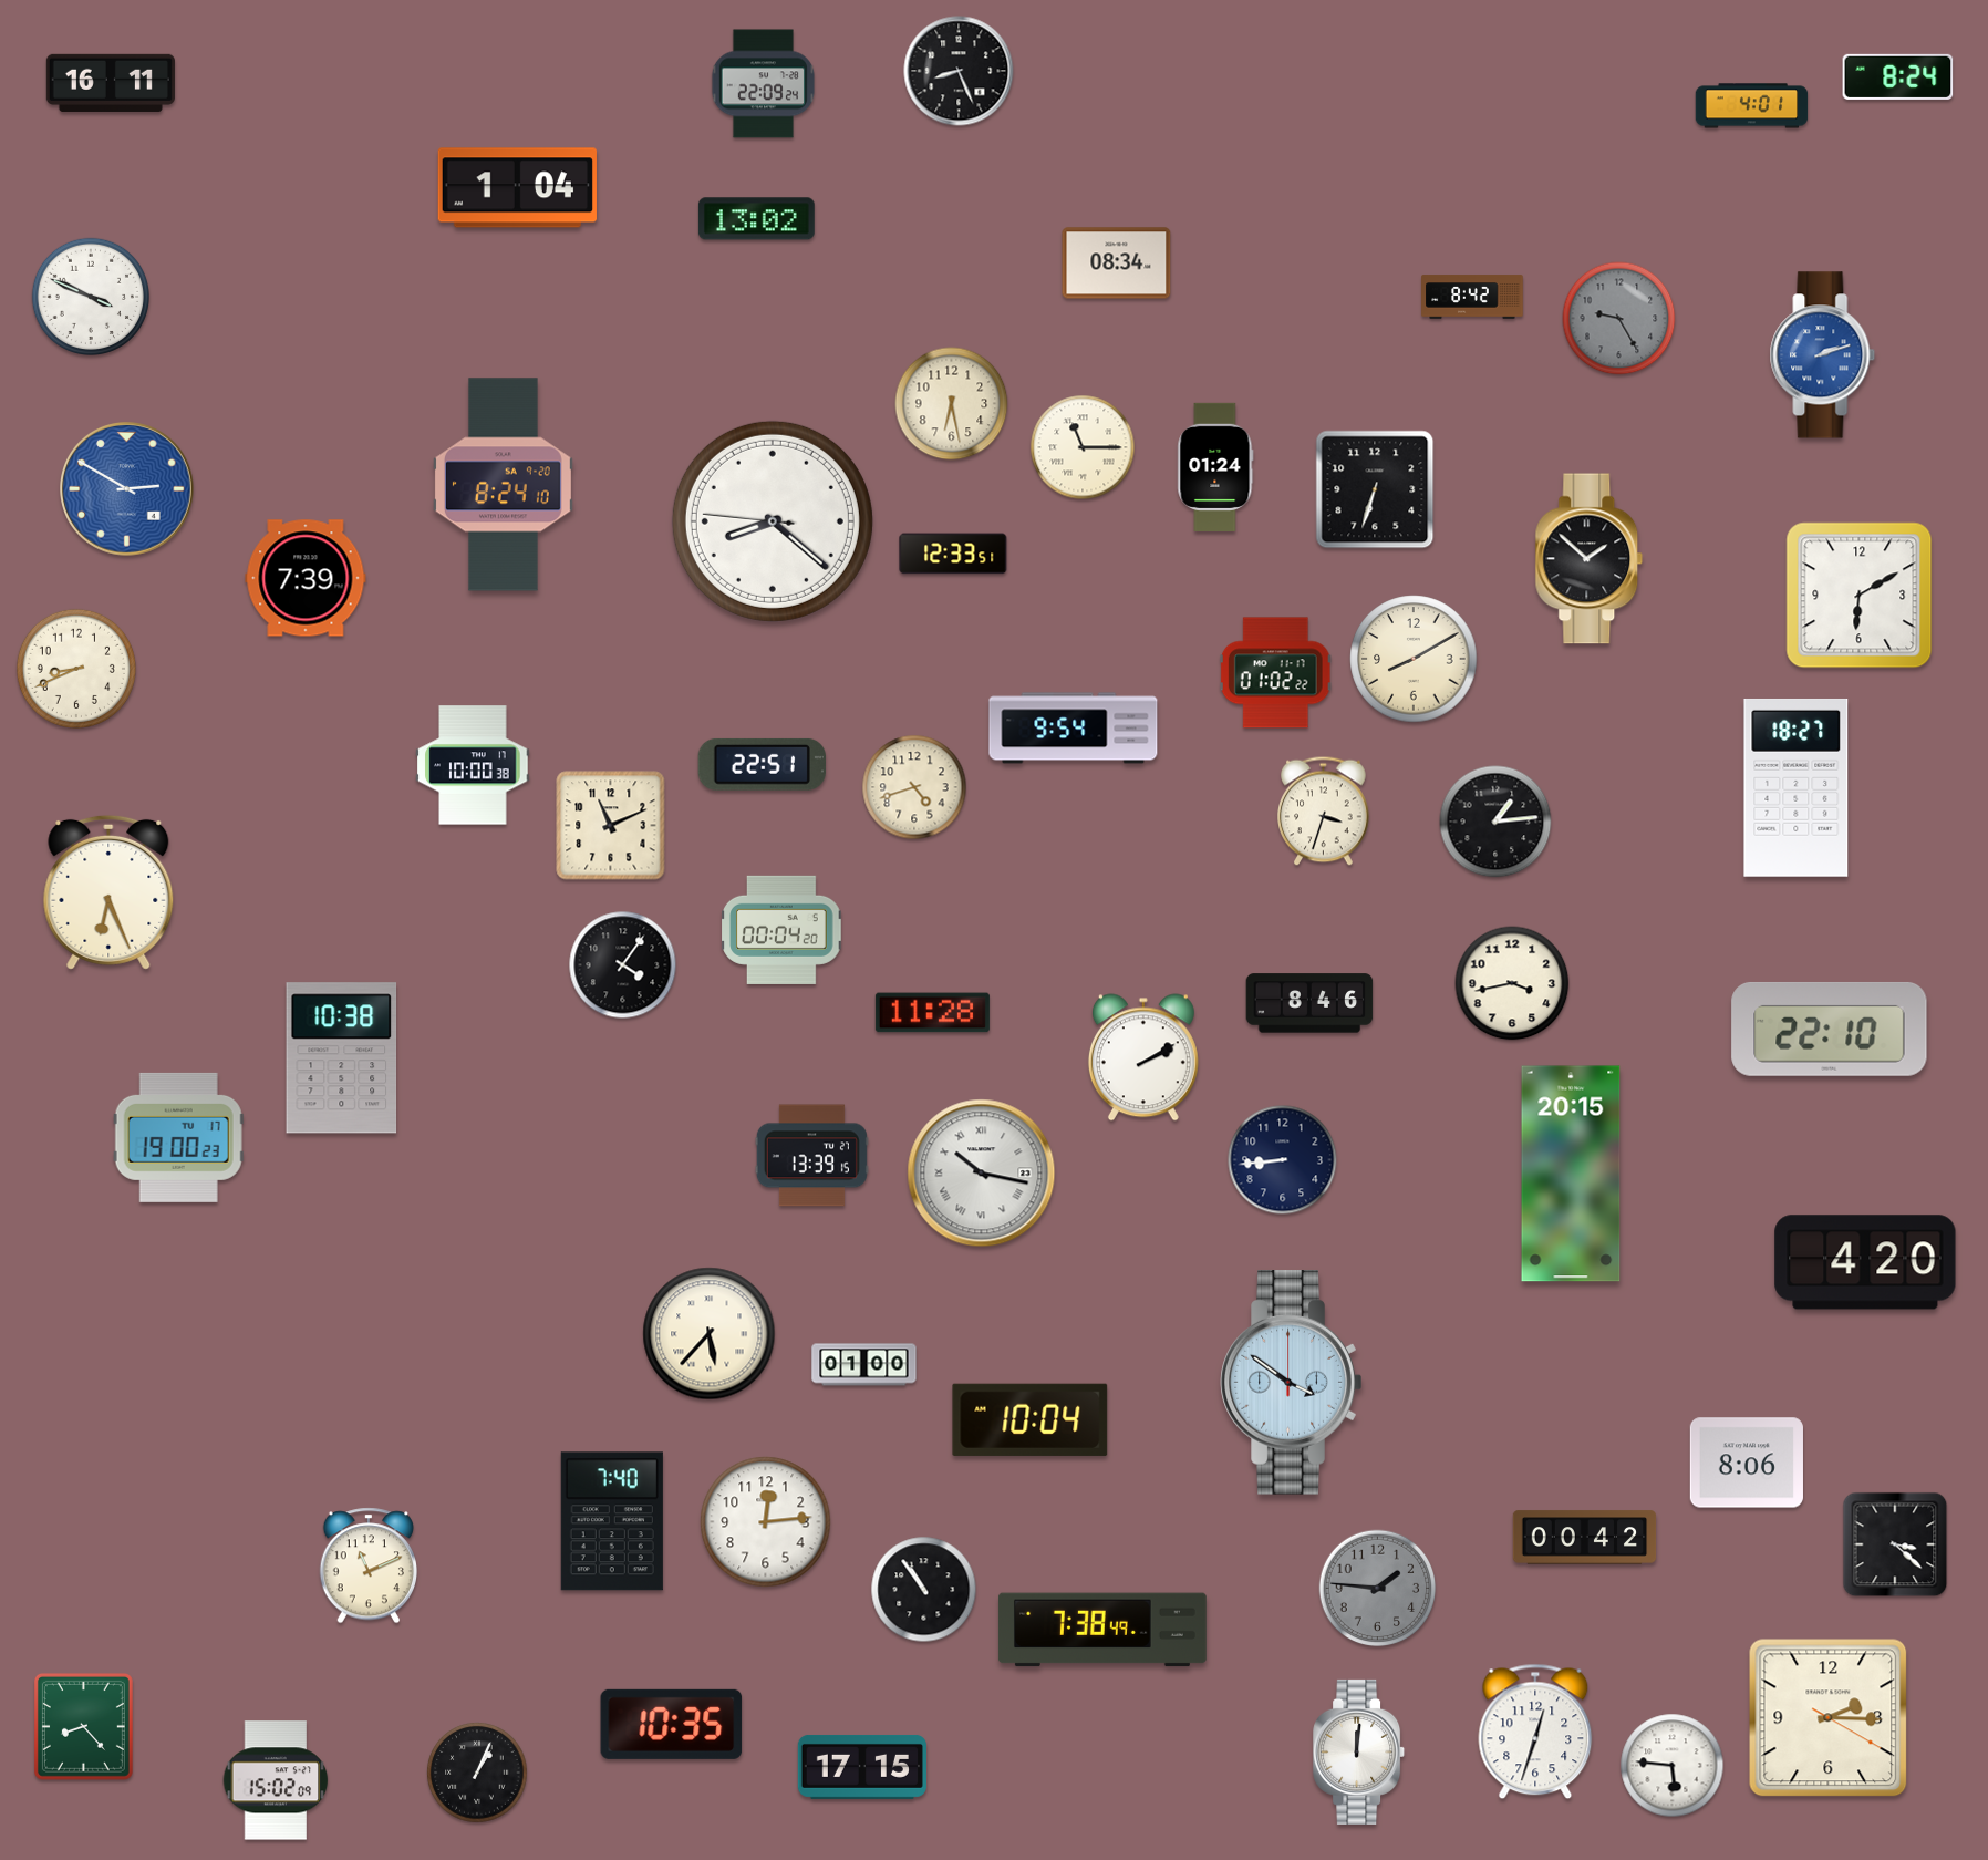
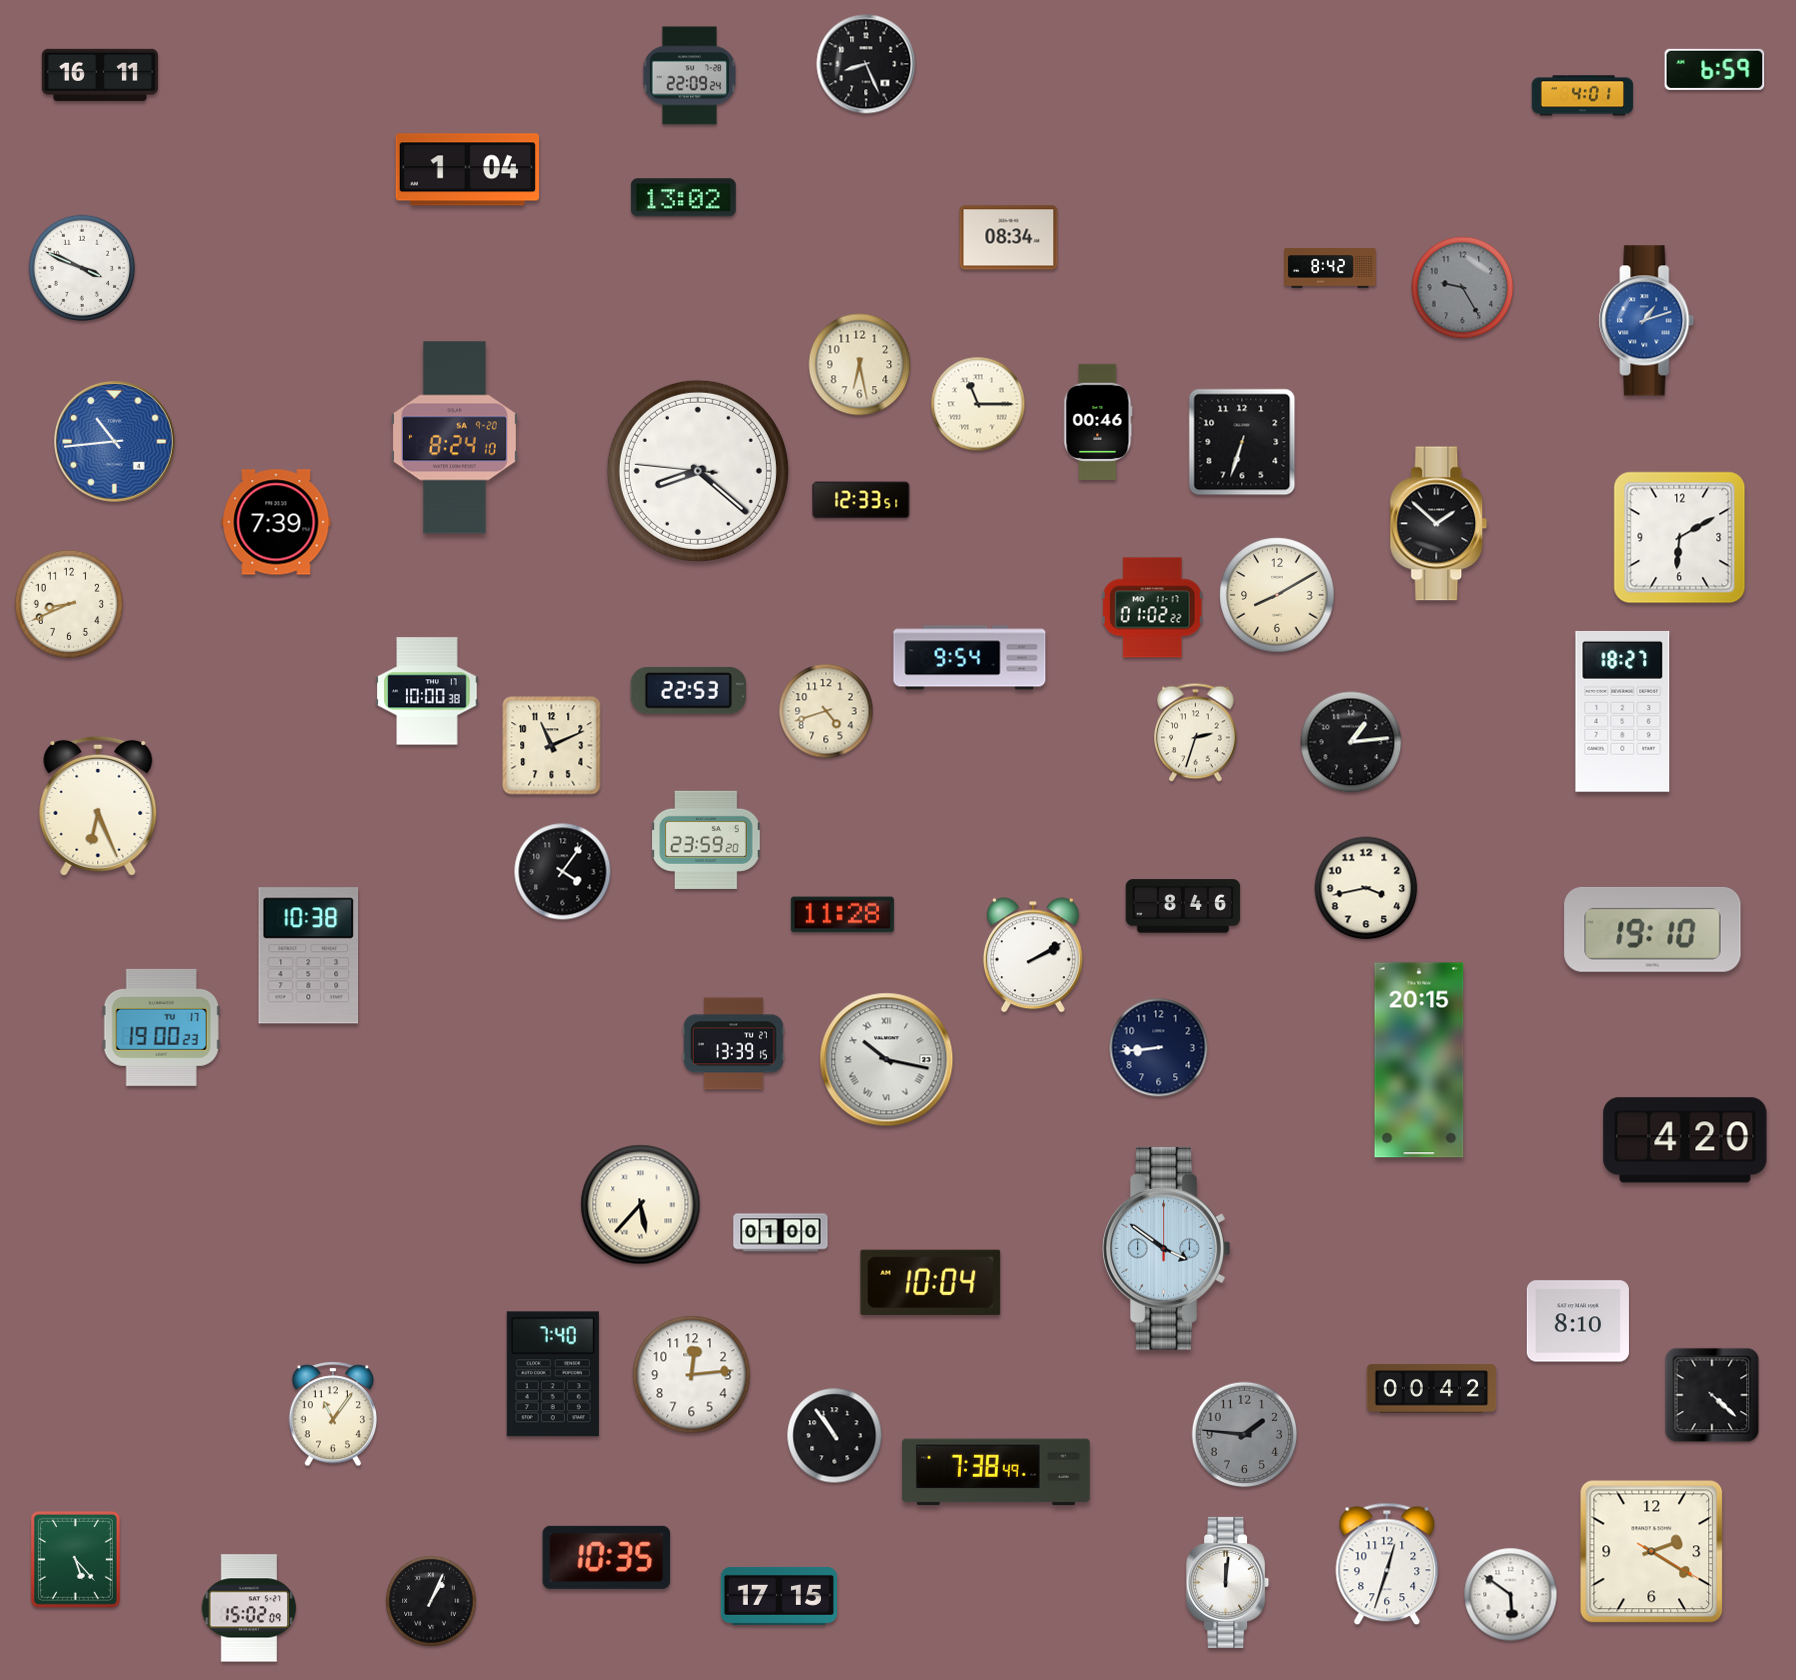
clock at (1898, 76): 8:24 -> 6:59
clock at (1823, 355): 2:12 -> 1:12
clock at (1215, 467): 01:24 -> 00:46
clock at (127, 489): 2:50 -> 10:44
clock at (1590, 559) position: (1590, 559) -> (1439, 524)
clock at (762, 764): 22:51 -> 22:53
clock at (1324, 812): 3:33 -> 2:33
clock at (781, 930): 00:04 -> 23:59
clock at (1830, 1029): 22:10 -> 19:10
clock at (1747, 1463): 8:06 -> 8:10
clock at (1895, 1544): 3:22 -> 4:22
clock at (367, 1565): 11:11 -> 11:06
clock at (1829, 1718): 2:15 -> 2:20
clock at (83, 1726): 8:23 -> 5:23
clock at (1673, 1766): 5:46 -> 5:51
